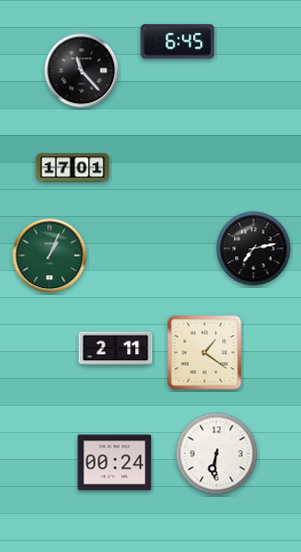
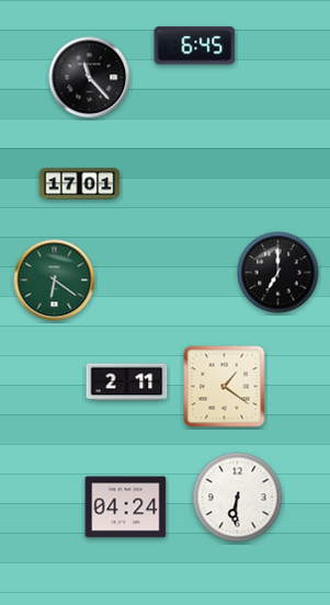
clock at (254, 249): 7:13 -> 7:00
clock at (50, 256): 1:04 -> 6:21
clock at (115, 463): 00:24 -> 04:24
